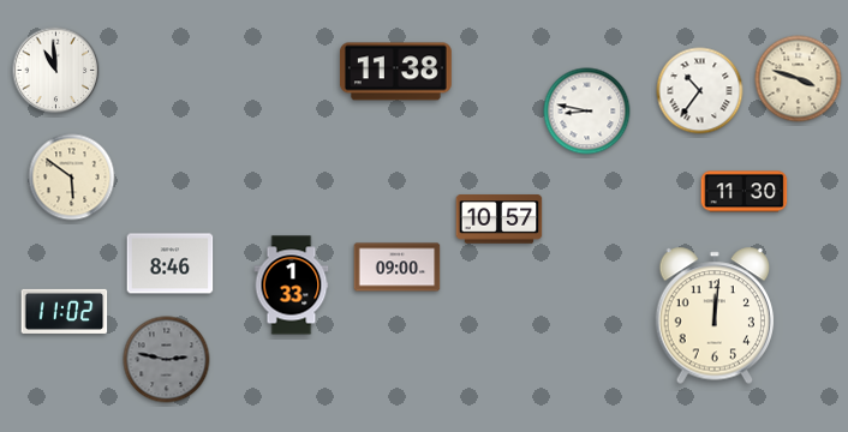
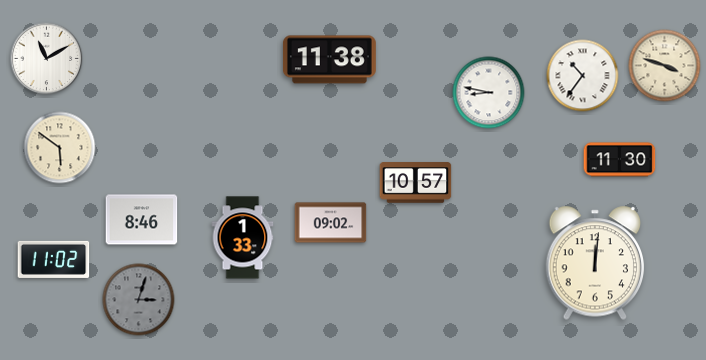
clock at (56, 71): 10:59 -> 11:10
clock at (398, 268): 09:00 -> 09:02
clock at (167, 360): 2:47 -> 3:03
